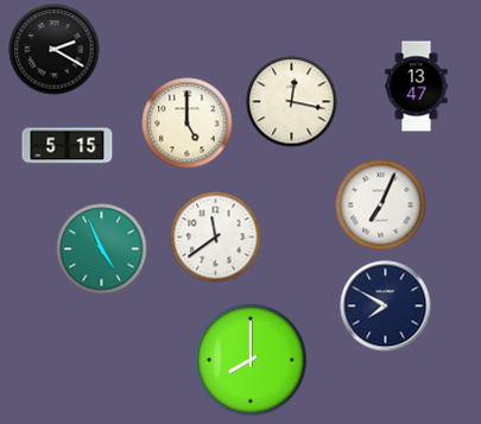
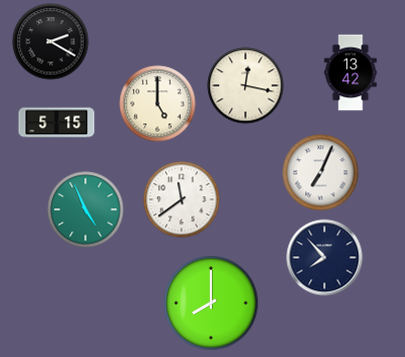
clock at (55, 50) position: (55, 50) -> (51, 42)
clock at (417, 87): 13:47 -> 13:42
clock at (386, 306): 7:50 -> 7:53
